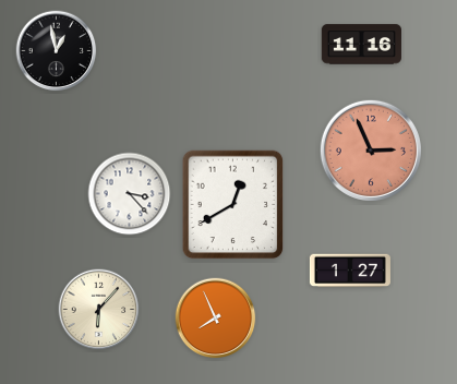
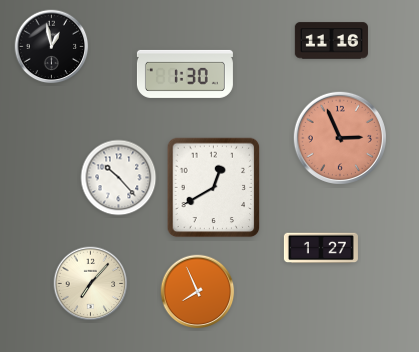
clock at (185, 74): none -> 1:30
clock at (130, 194): 3:23 -> 10:23
clock at (99, 310): 6:07 -> 7:07
